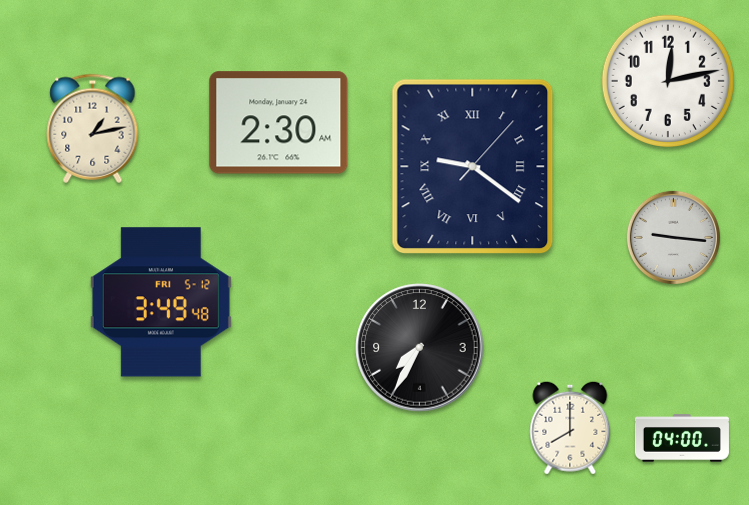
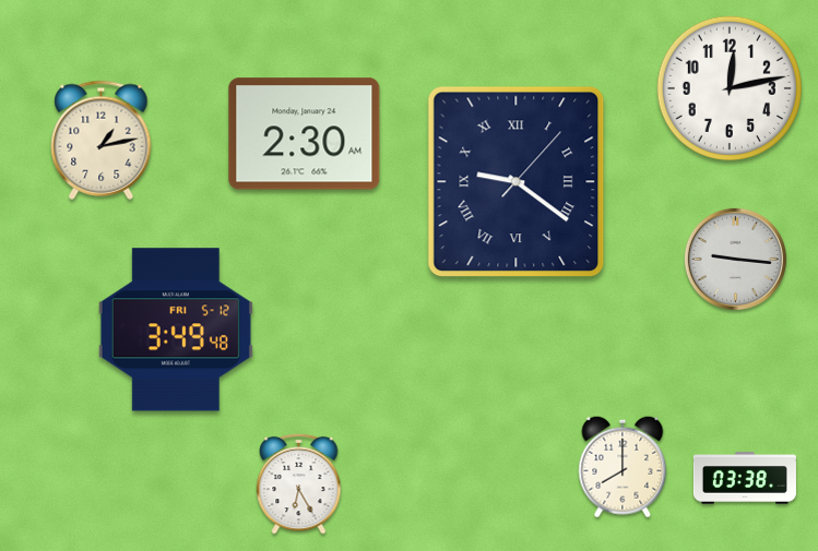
clock at (420, 348): 7:35 -> none
clock at (682, 438): 04:00 -> 03:38
clock at (299, 483): none -> 6:25
